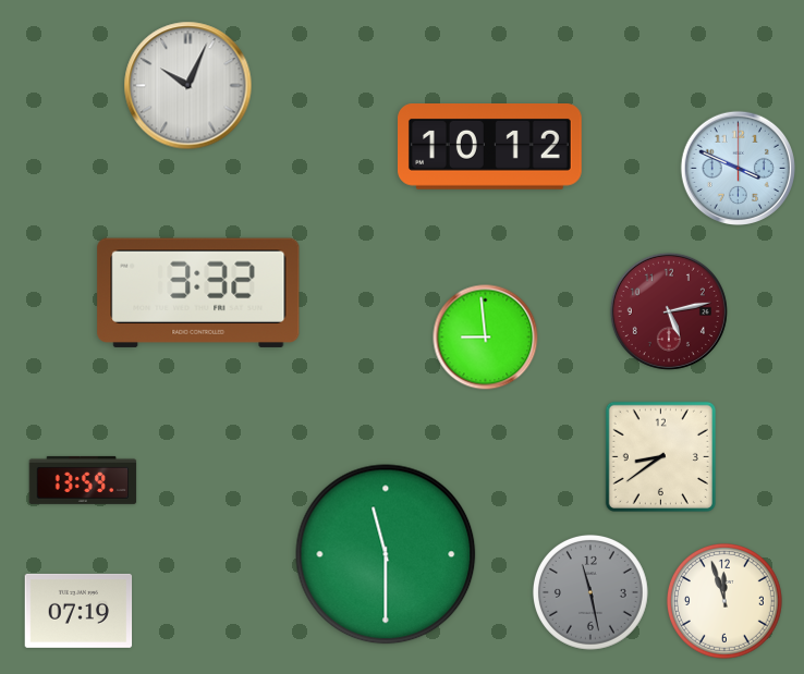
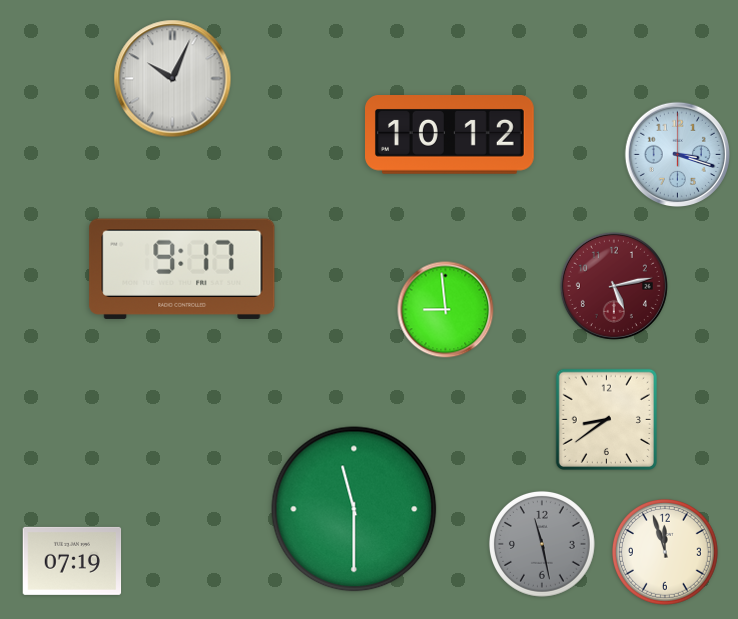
clock at (738, 168): 3:49 -> 3:18
clock at (198, 293): 3:32 -> 9:17
clock at (83, 480): 13:59 -> none
